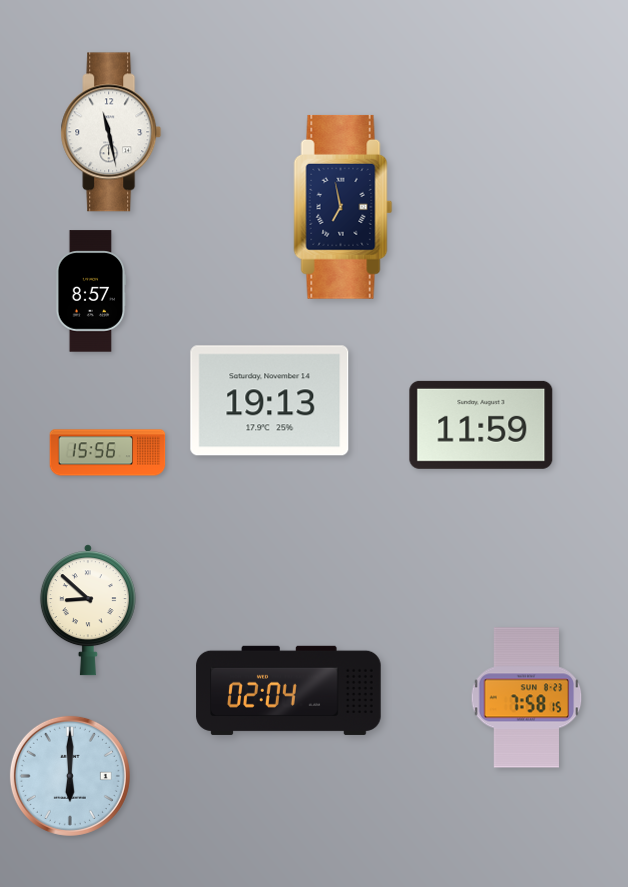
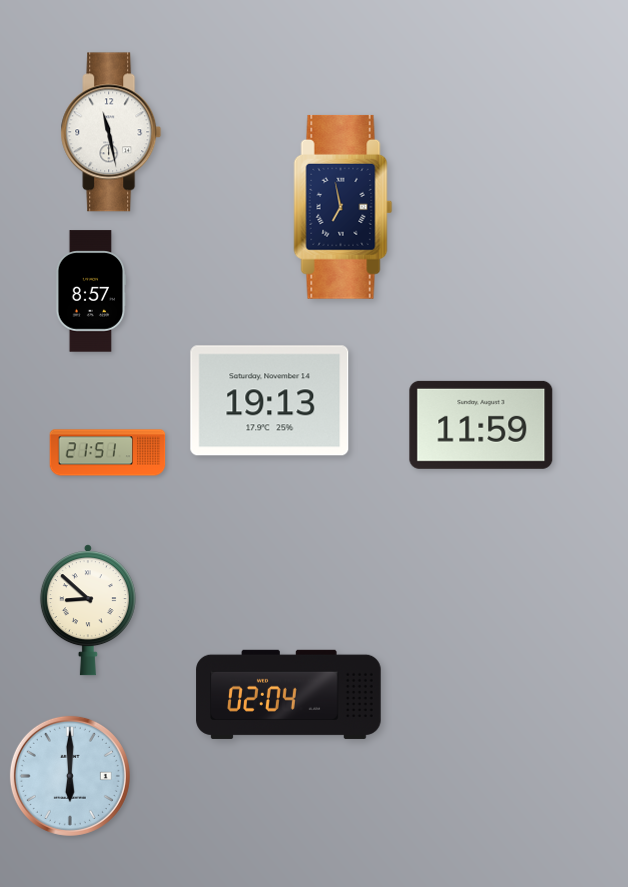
clock at (108, 453): 15:56 -> 21:51
clock at (289, 690) position: (289, 690) -> (289, 694)
clock at (527, 698): 7:58 -> none
